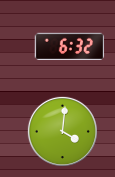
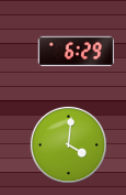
clock at (70, 46): 6:32 -> 6:29
